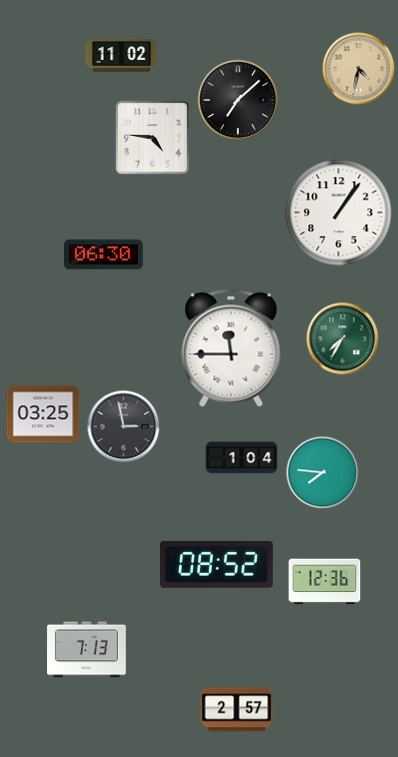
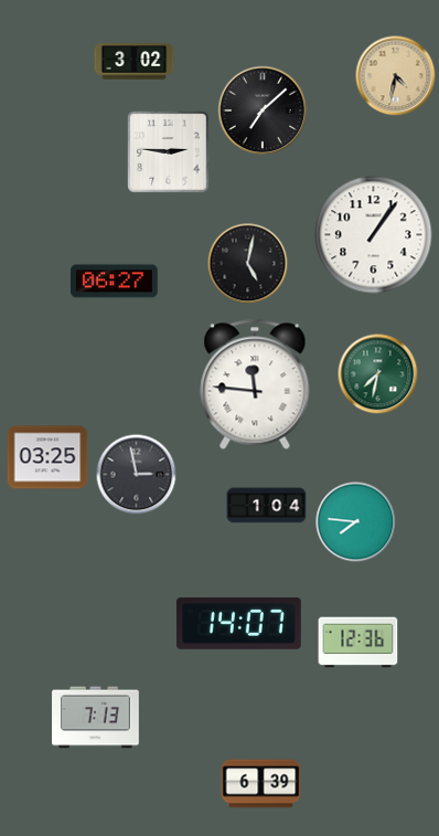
clock at (122, 56): 11:02 -> 3:02
clock at (153, 138): 4:46 -> 2:46
clock at (248, 264): none -> 5:02
clock at (104, 255): 06:30 -> 06:27
clock at (343, 339): 7:35 -> 7:32
clock at (231, 348): 11:45 -> 11:46
clock at (124, 427) position: (124, 427) -> (137, 475)
clock at (216, 564): 08:52 -> 14:07
clock at (237, 710): 2:57 -> 6:39
